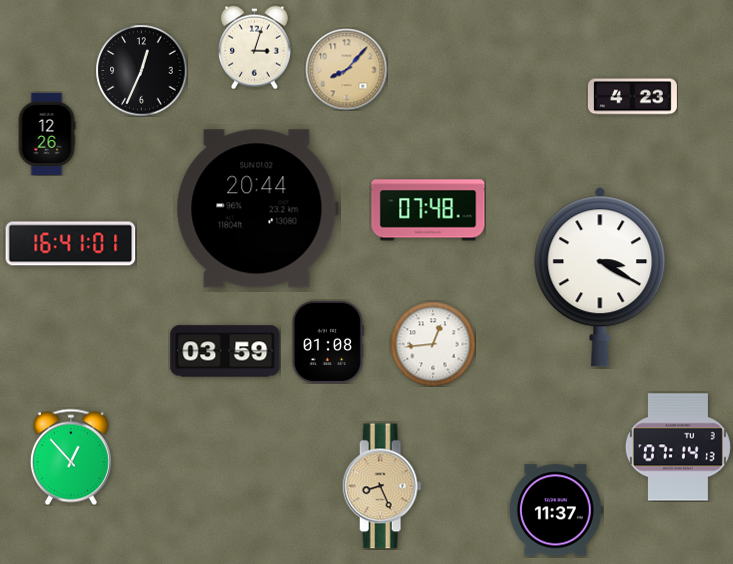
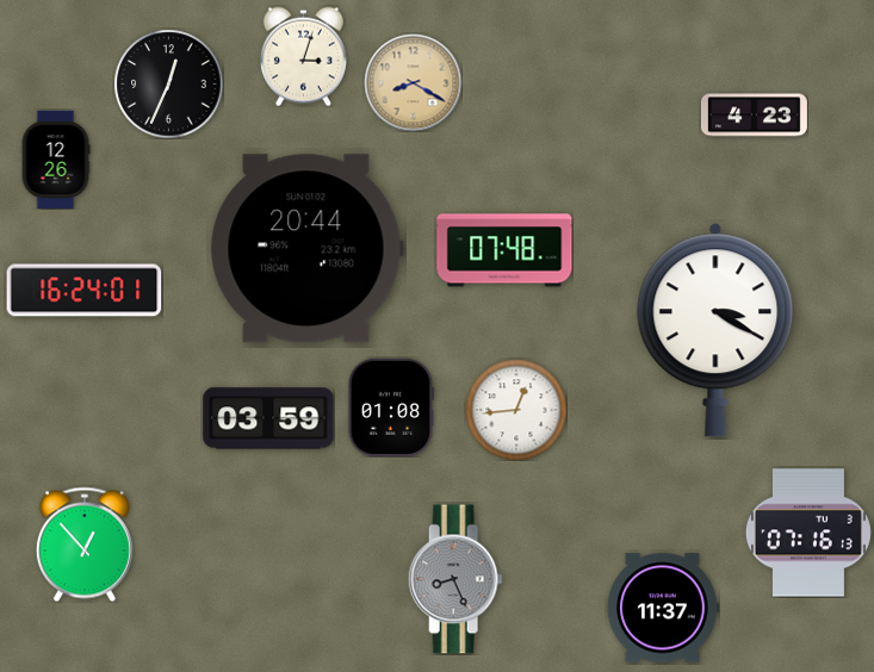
clock at (346, 69): 8:07 -> 8:20
clock at (428, 210) position: (428, 210) -> (504, 250)
clock at (71, 244): 16:41 -> 16:24
clock at (678, 447): 07:14 -> 07:16
clock at (382, 486) dial: champagne -> grey
